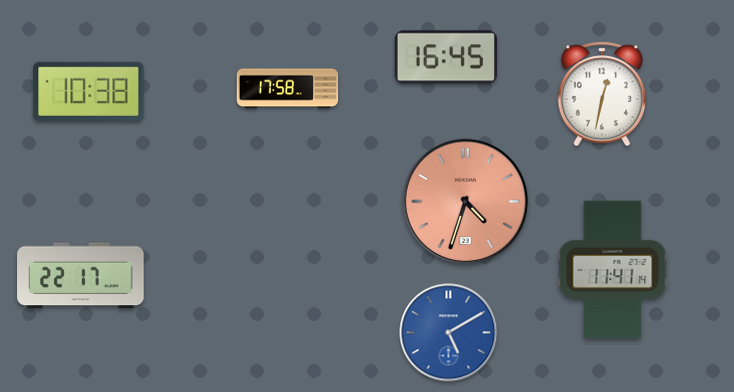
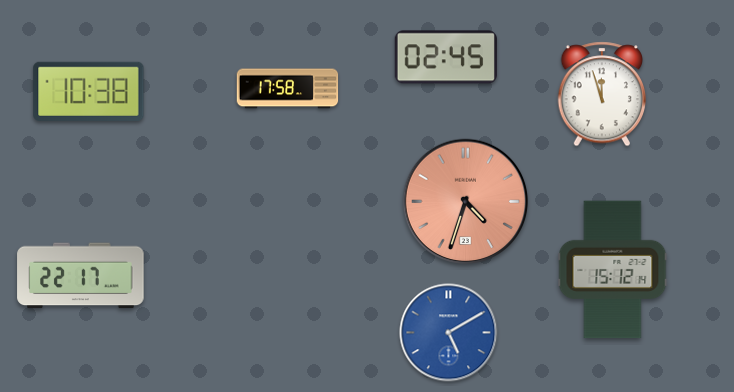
clock at (446, 57): 16:45 -> 02:45
clock at (602, 94): 12:32 -> 11:57
clock at (613, 270): 11:41 -> 15:12
